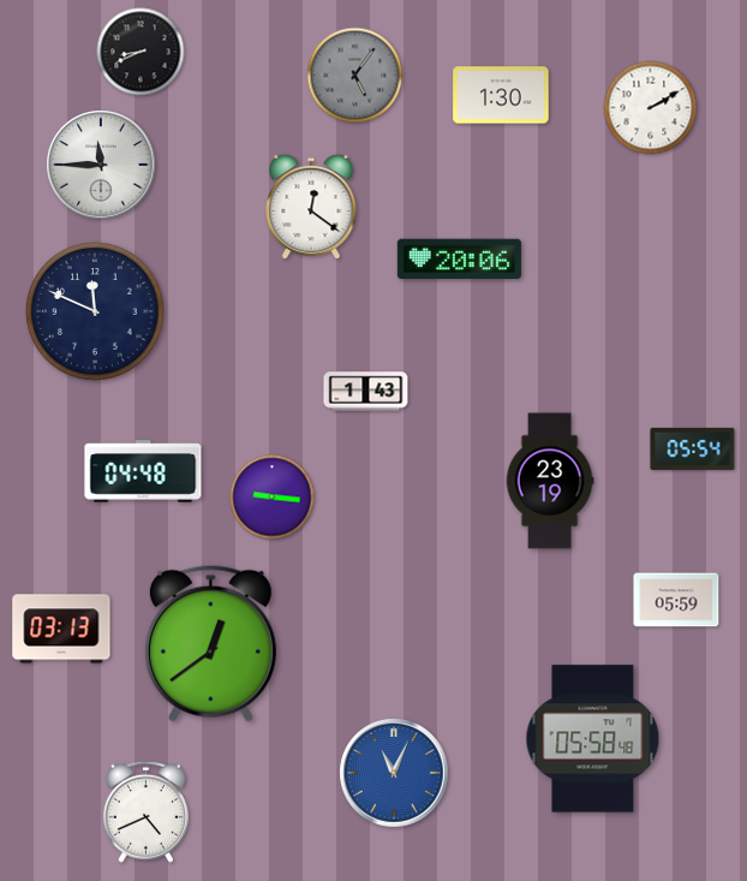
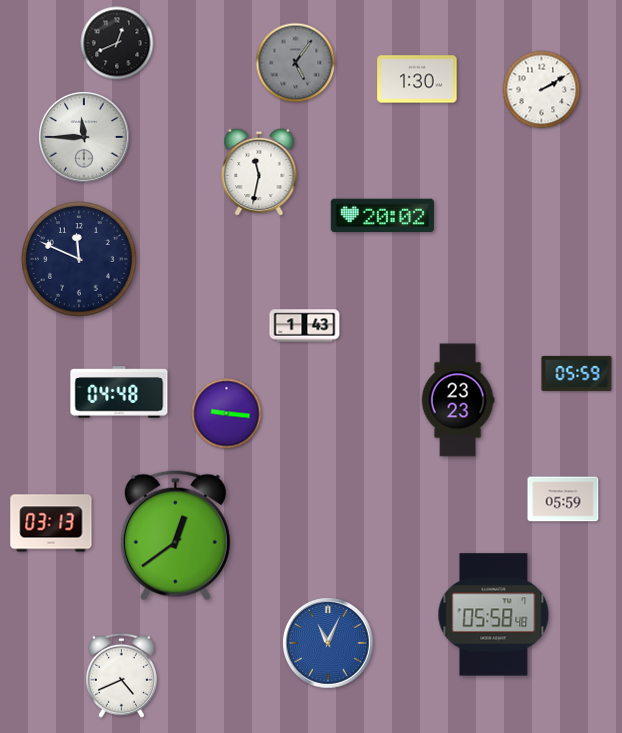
clock at (141, 52): 8:41 -> 12:41
clock at (311, 207): 12:21 -> 11:32
clock at (459, 260): 20:06 -> 20:02
clock at (693, 448): 05:54 -> 05:59
clock at (550, 481): 23:19 -> 23:23
